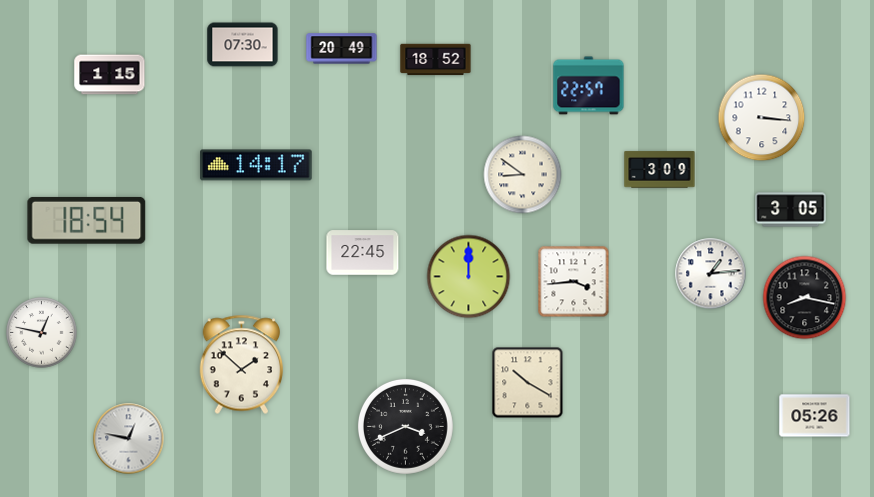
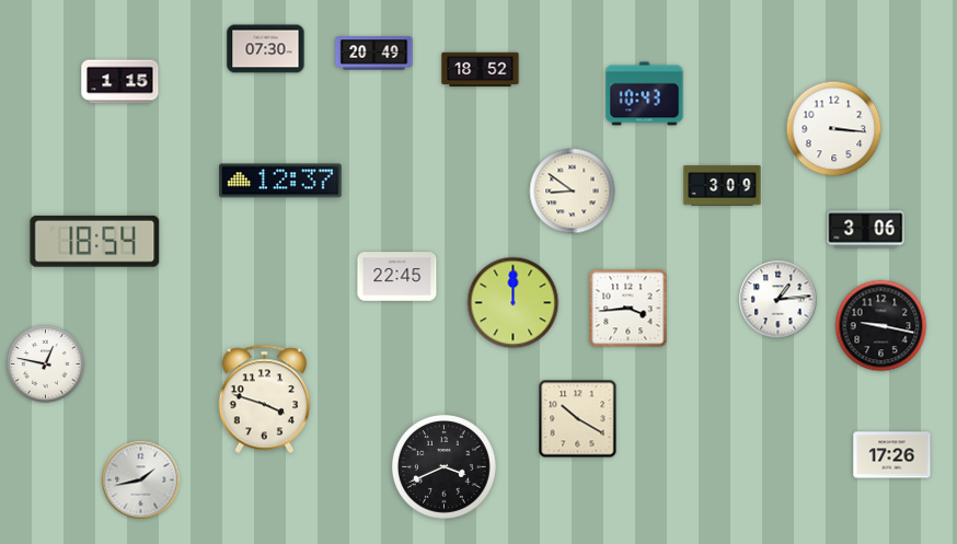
clock at (436, 60) position: (436, 60) -> (481, 70)
clock at (589, 86): 22:57 -> 10:43
clock at (256, 165): 14:17 -> 12:37
clock at (791, 210): 3:05 -> 3:06
clock at (805, 298): 8:17 -> 9:17
clock at (241, 365): 1:52 -> 3:48
clock at (815, 416): 05:26 -> 17:26
clock at (129, 439): 12:47 -> 1:43
